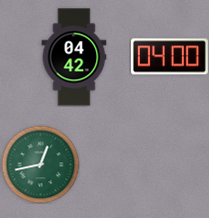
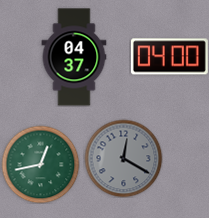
clock at (74, 57): 04:42 -> 04:37
clock at (123, 158): none -> 12:20
